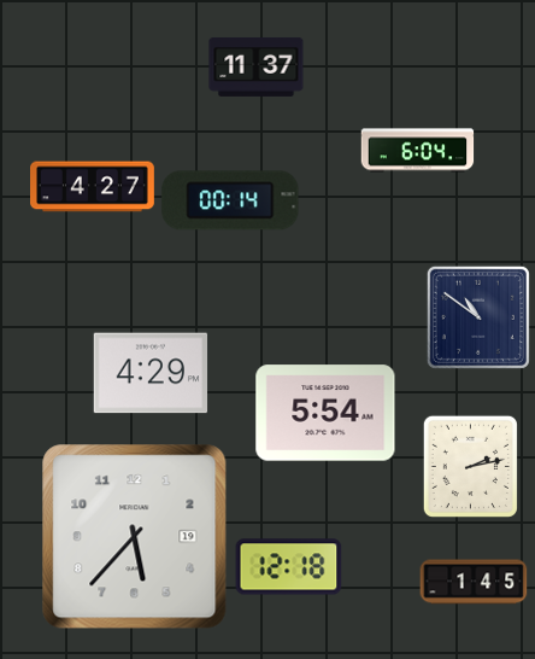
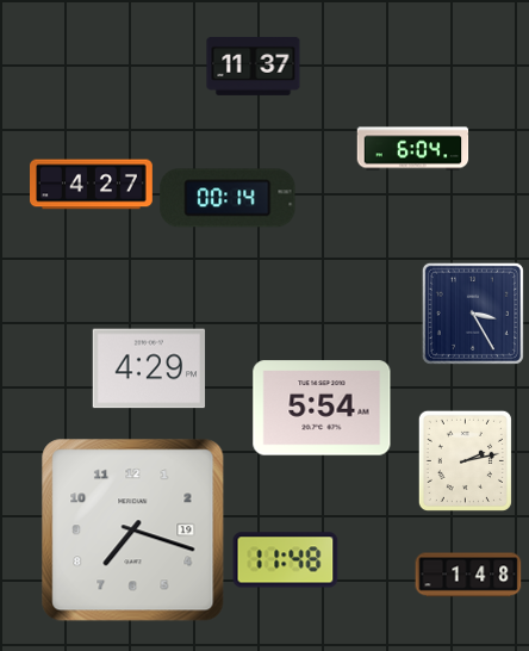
clock at (478, 317): 10:51 -> 3:25
clock at (135, 537): 5:37 -> 7:18
clock at (289, 567): 12:18 -> 11:48
clock at (474, 582): 1:45 -> 1:48
